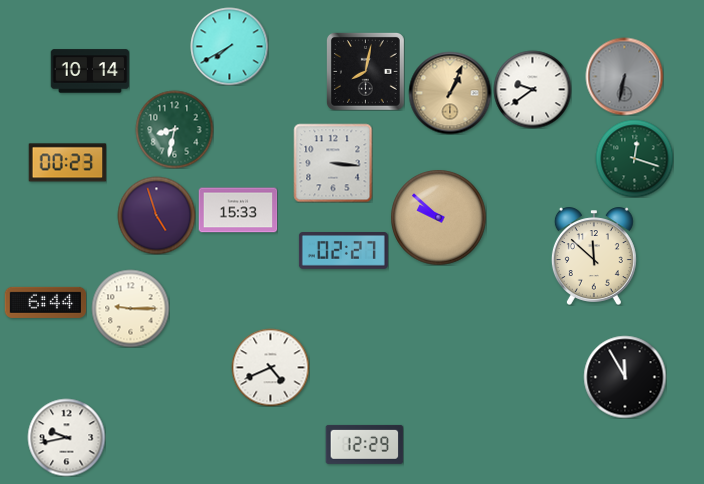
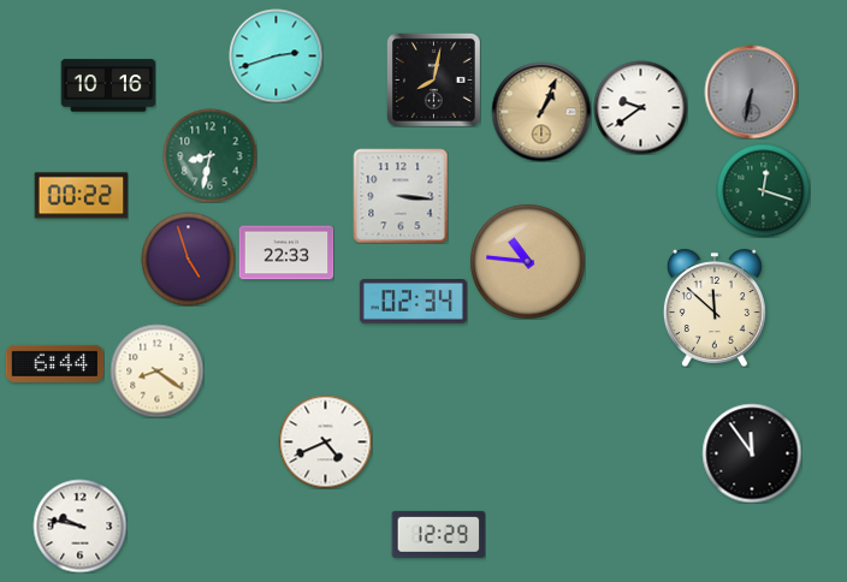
clock at (229, 46): 7:40 -> 2:42
clock at (90, 71): 10:14 -> 10:16
clock at (365, 71) position: (365, 71) -> (433, 79)
clock at (67, 163): 00:23 -> 00:22
clock at (238, 210): 15:33 -> 22:33
clock at (438, 217): 9:52 -> 10:46
clock at (343, 251): 02:27 -> 02:34
clock at (130, 308): 9:15 -> 8:21
clock at (625, 377): 11:55 -> 11:54
clock at (66, 437): 9:43 -> 9:47
